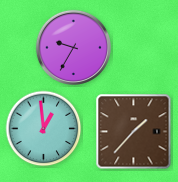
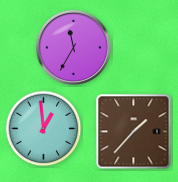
clock at (73, 47): 9:35 -> 11:35
